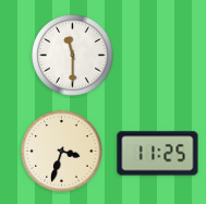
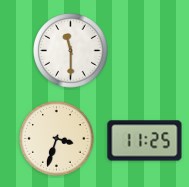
clock at (73, 56) position: (73, 56) -> (71, 51)
